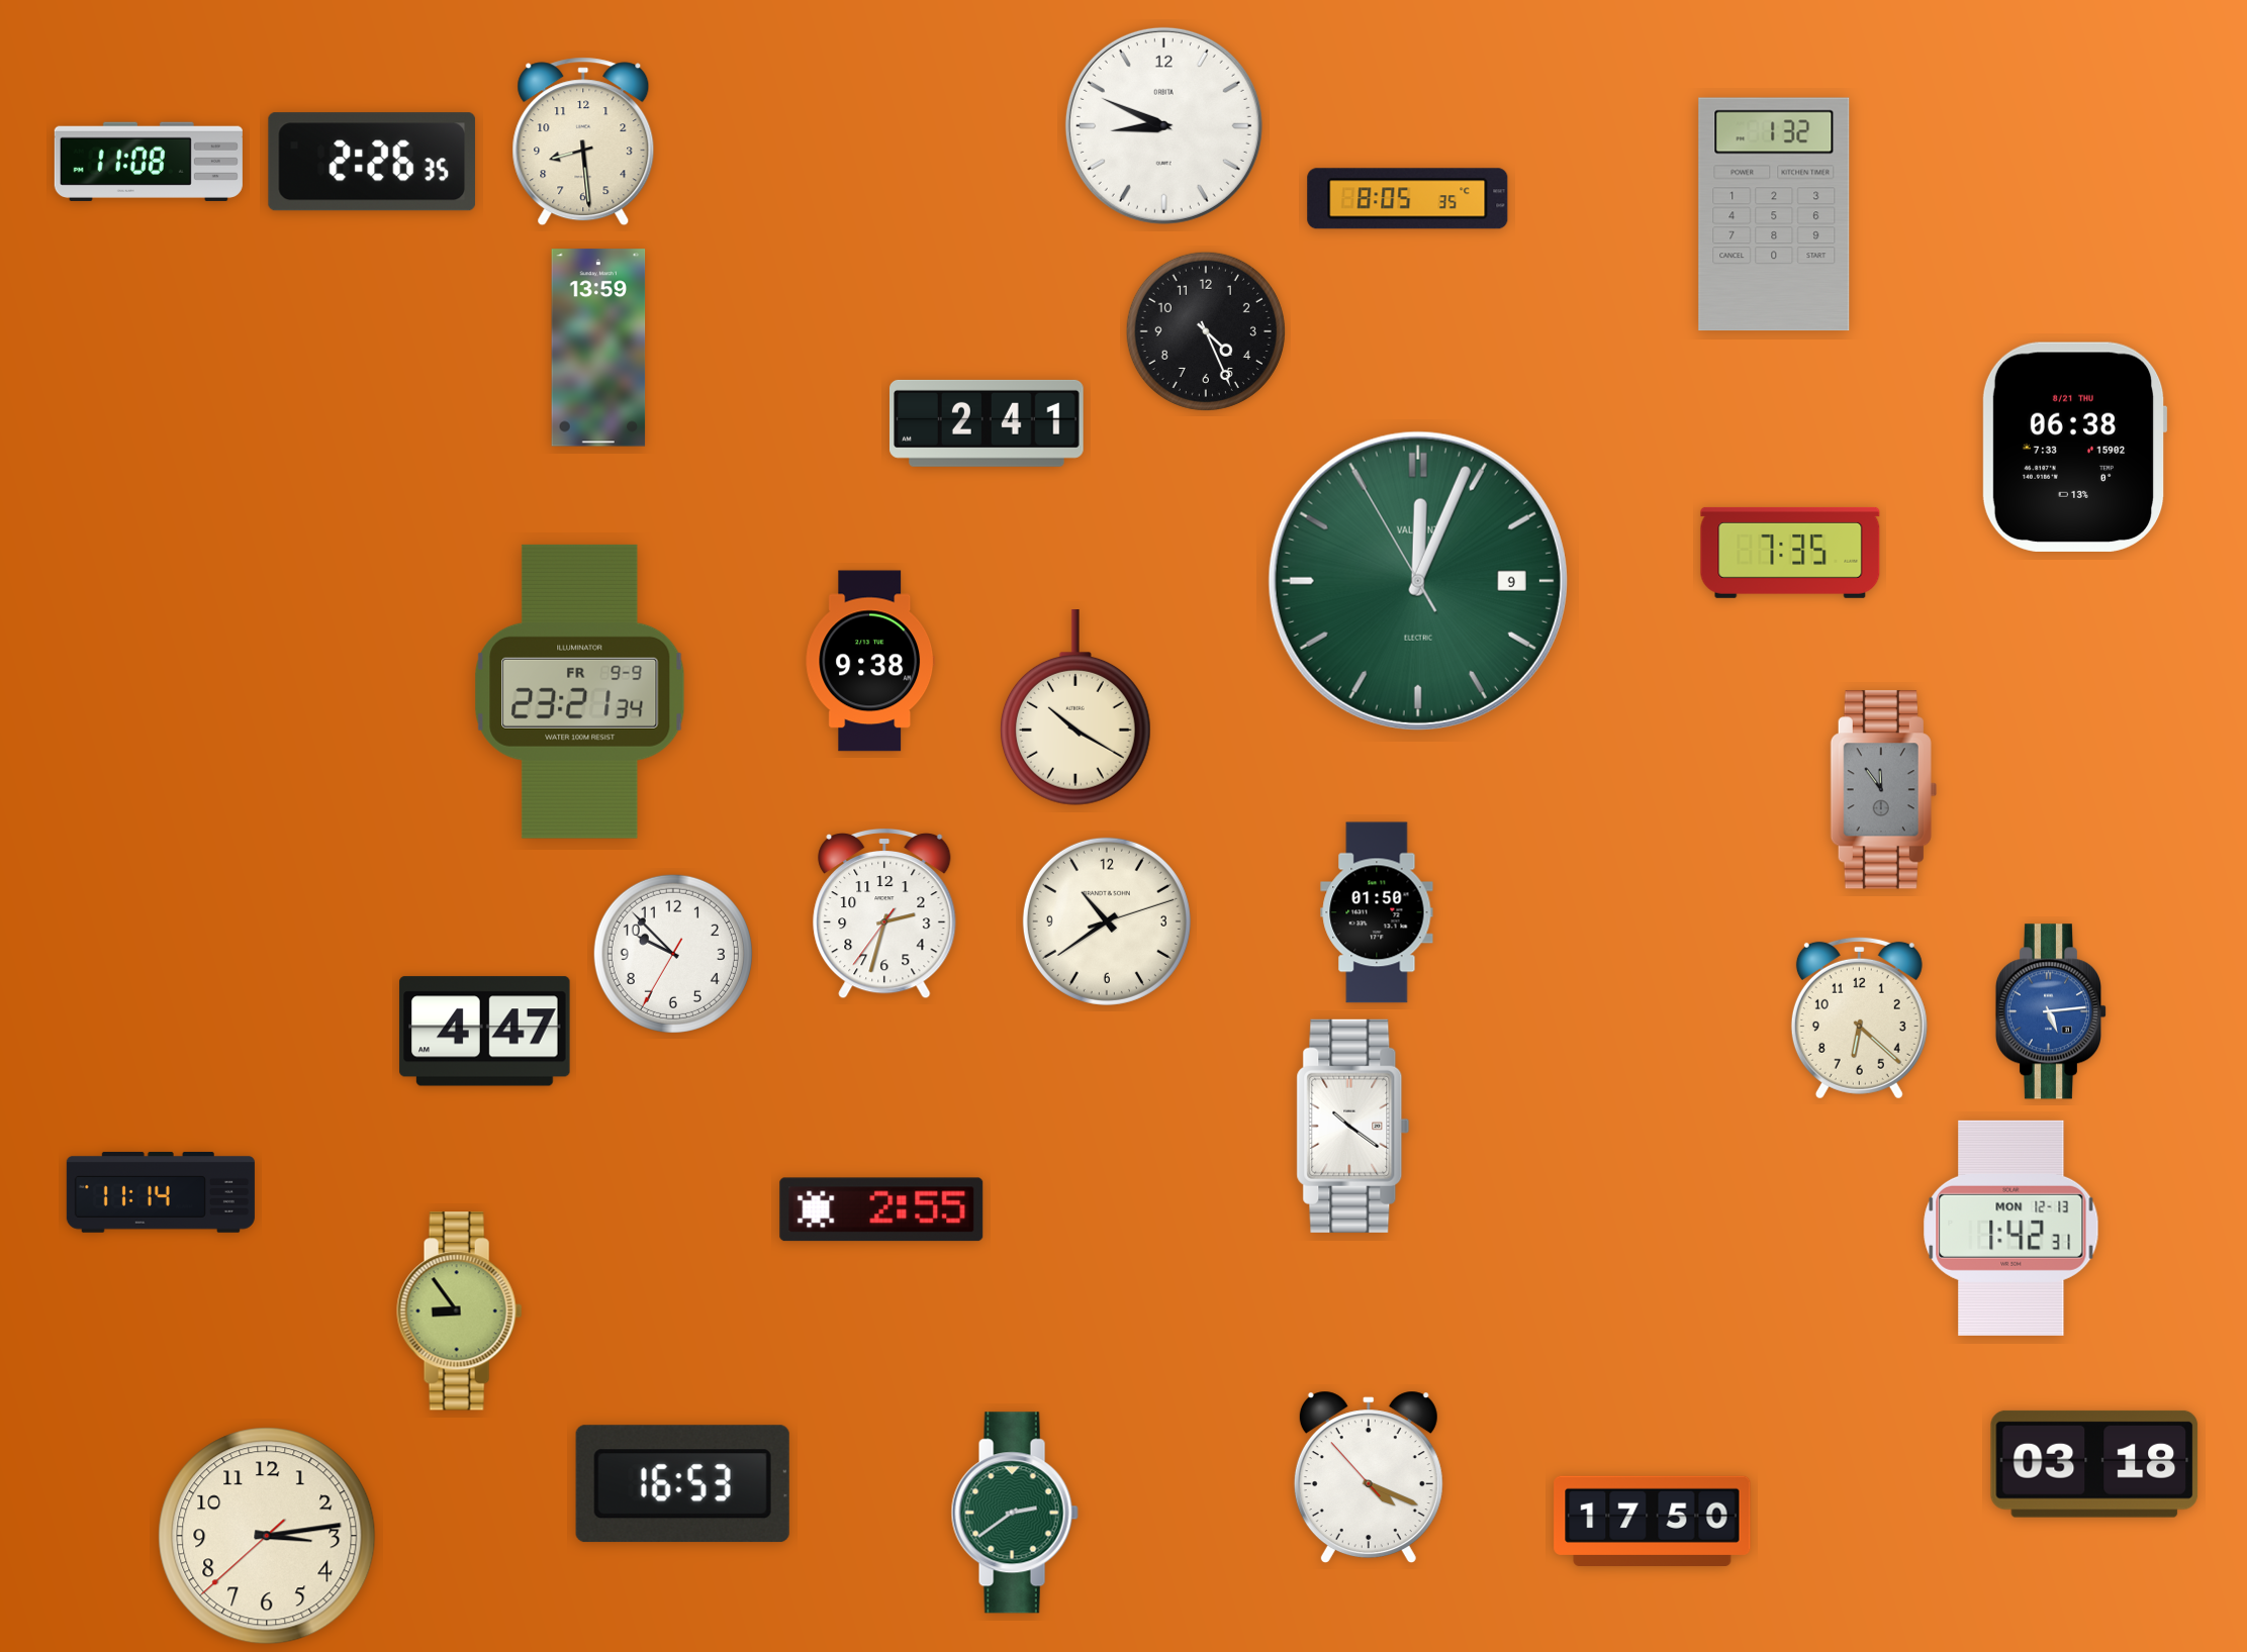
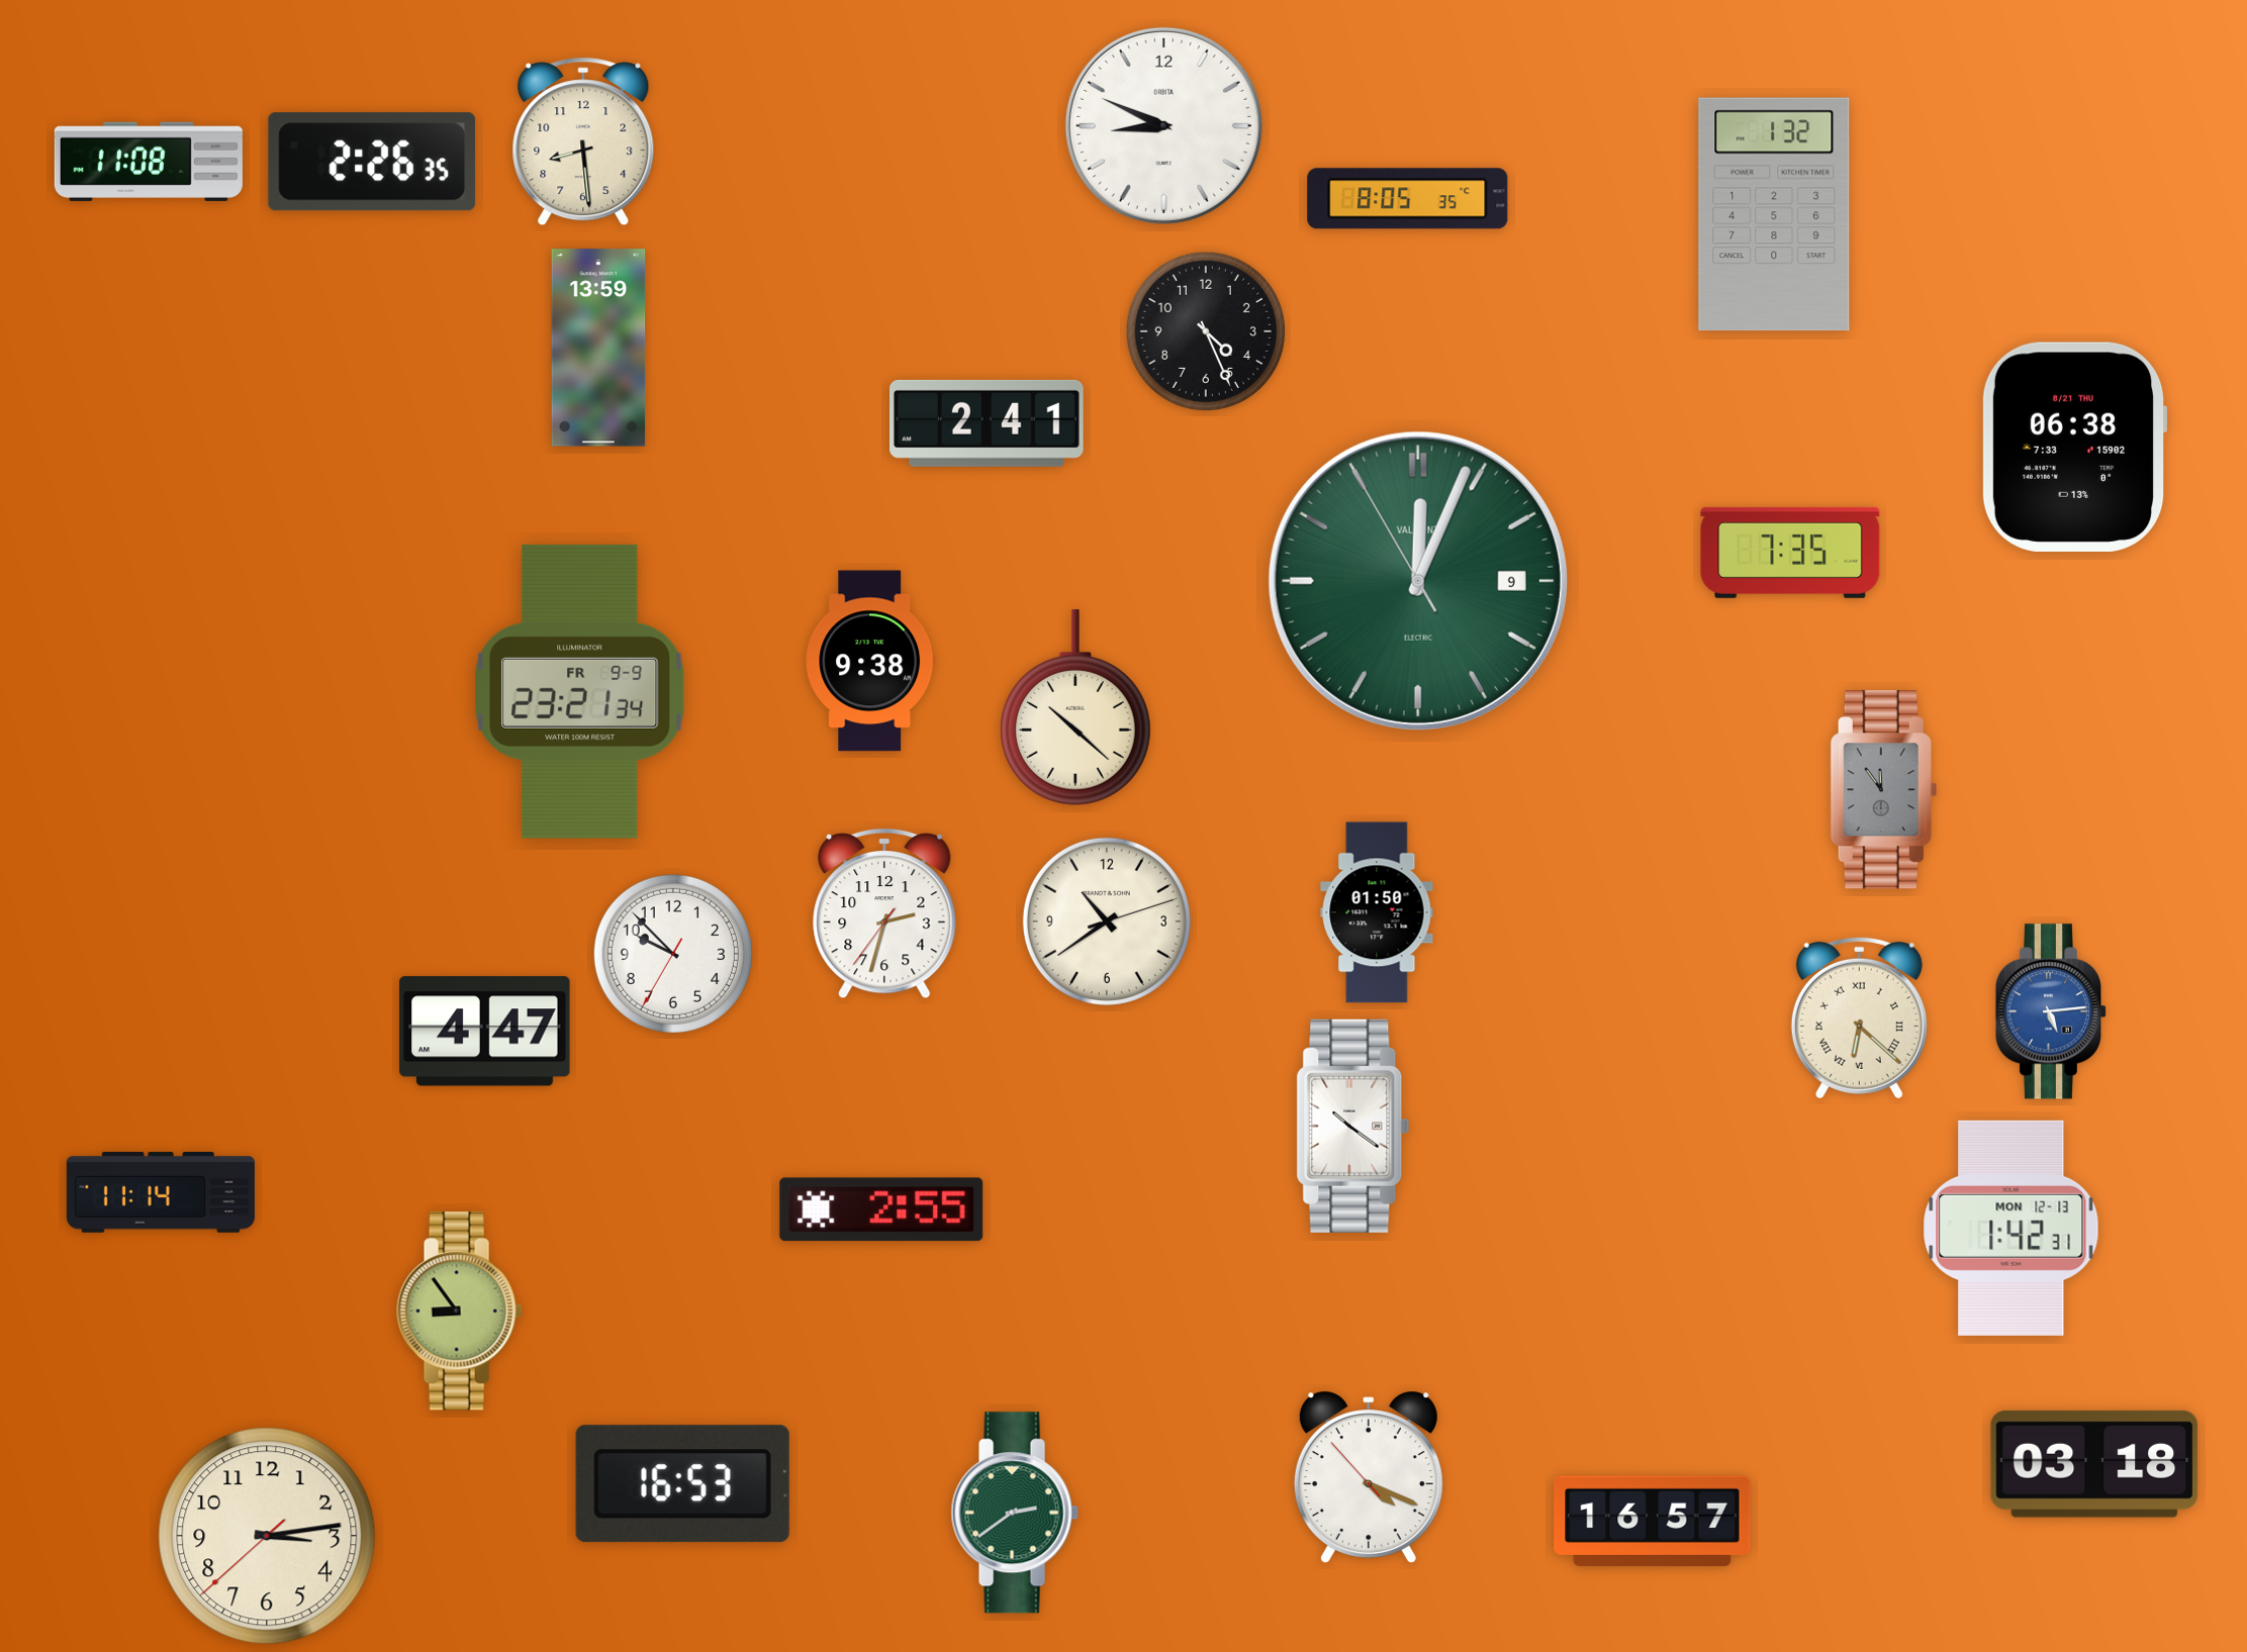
clock at (1075, 707): 10:20 -> 10:22
clock at (1859, 1017) numerals: Arabic -> Roman
clock at (1653, 1522): 17:50 -> 16:57
